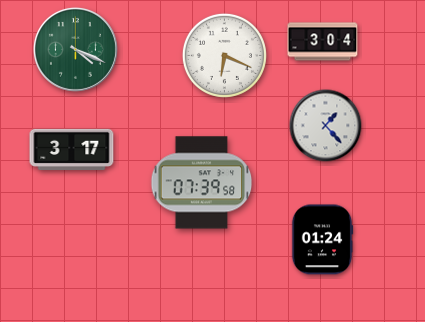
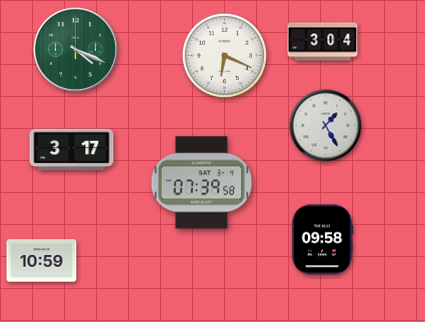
clock at (326, 126): 1:23 -> 1:25
clock at (322, 240): 01:24 -> 09:58
clock at (42, 261): none -> 10:59
